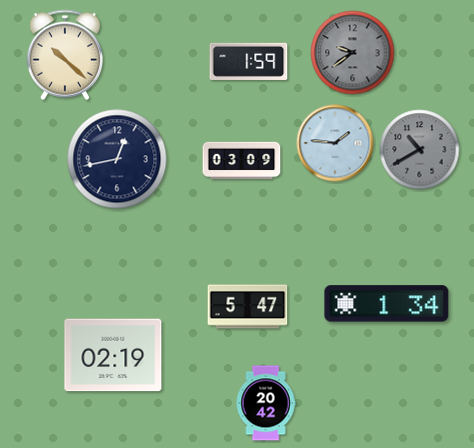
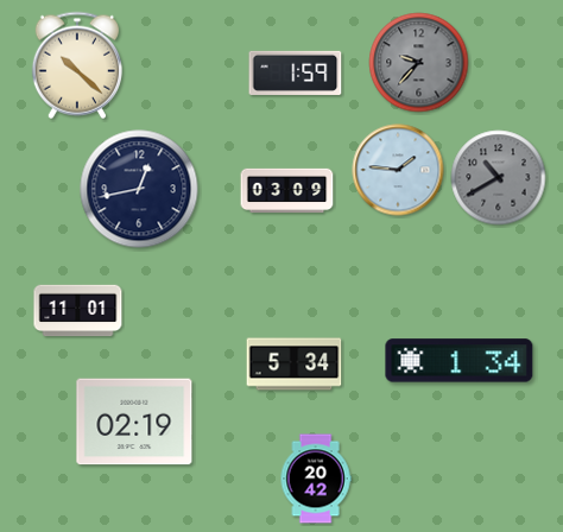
clock at (353, 53): 9:39 -> 9:37
clock at (78, 311): none -> 11:01
clock at (248, 307): 5:47 -> 5:34
